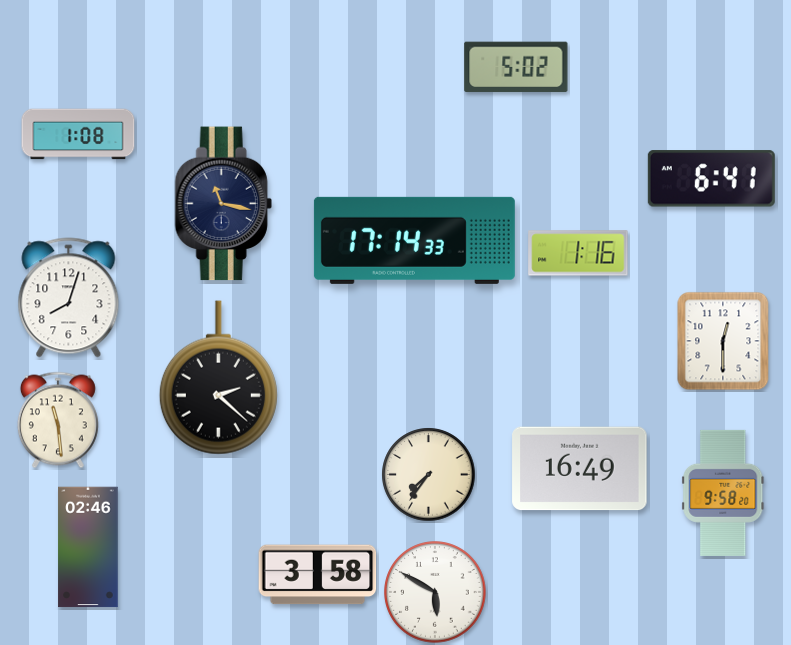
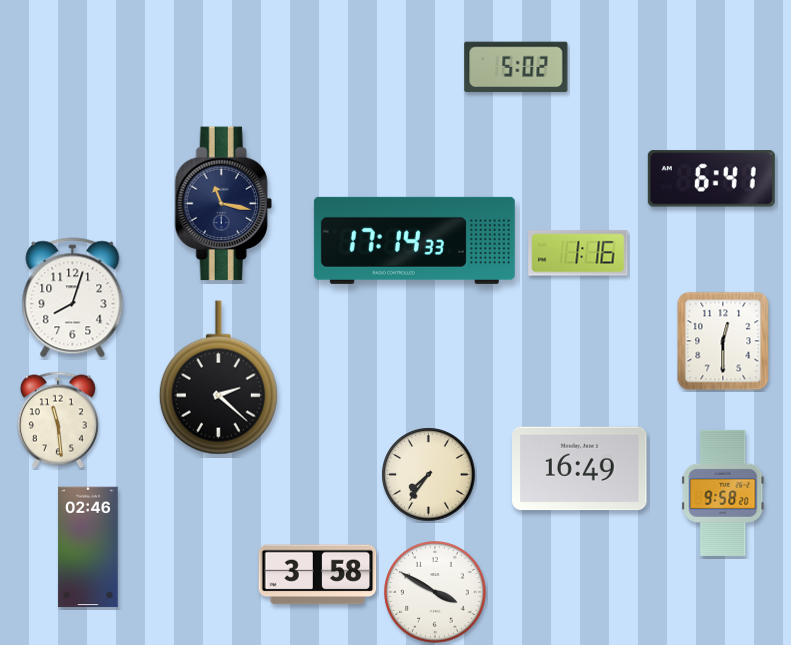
clock at (78, 134): 1:08 -> none
clock at (69, 298) position: (69, 298) -> (73, 298)
clock at (435, 592): 5:50 -> 3:50
